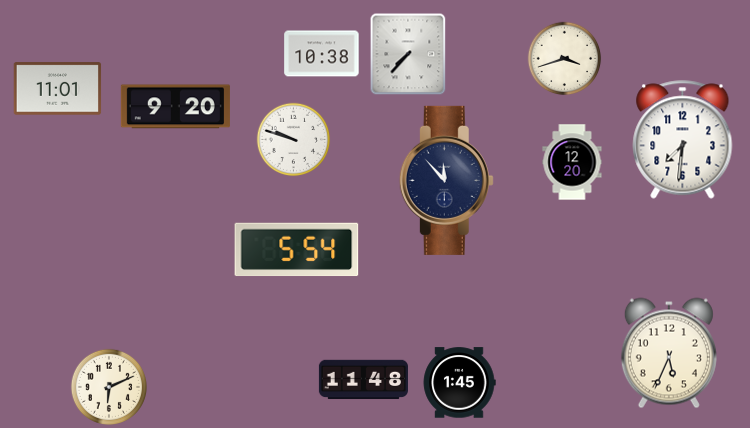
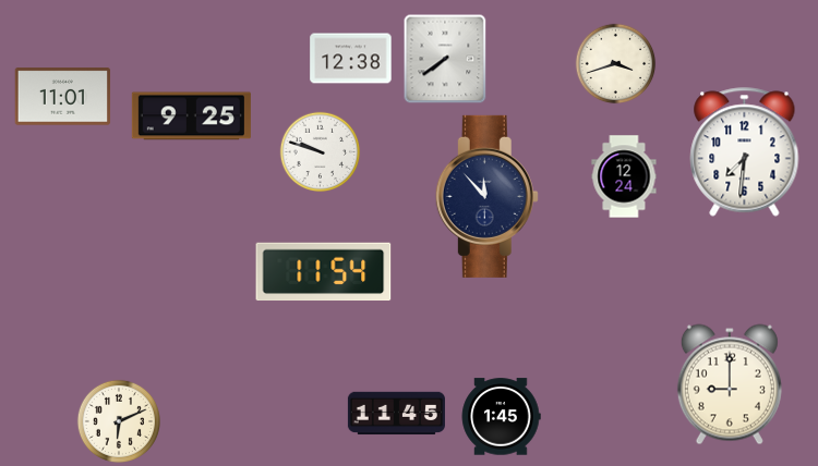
clock at (322, 54): 10:38 -> 12:38
clock at (408, 54): 7:37 -> 7:39
clock at (175, 107): 9:20 -> 9:25
clock at (572, 162): 12:20 -> 12:24
clock at (297, 250): 5:54 -> 11:54
clock at (669, 353): 5:34 -> 9:00
clock at (363, 380): 11:48 -> 11:45
